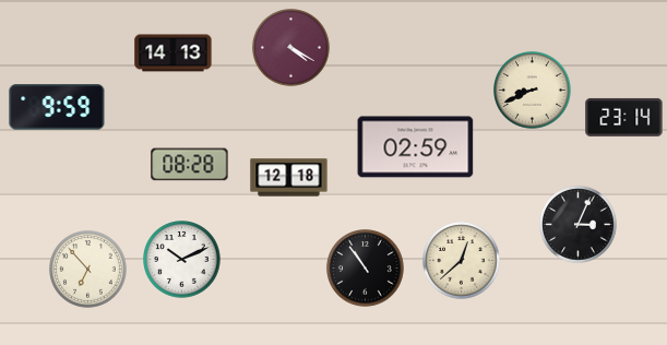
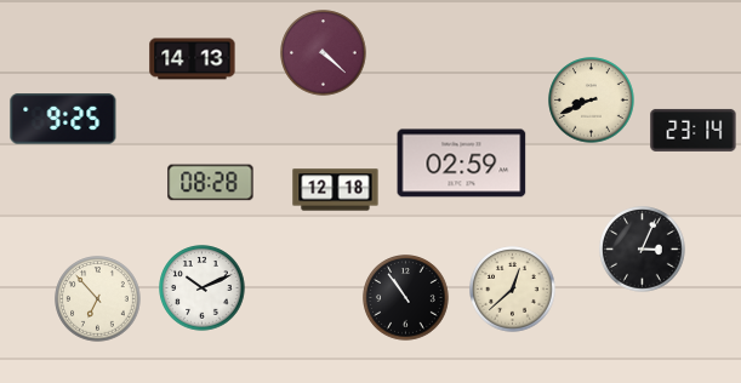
clock at (291, 48): 4:20 -> 4:22
clock at (57, 107): 9:59 -> 9:25
clock at (289, 178) position: (289, 178) -> (336, 190)
